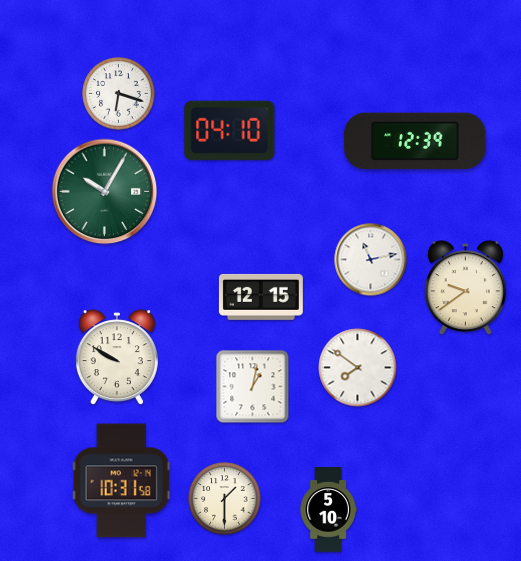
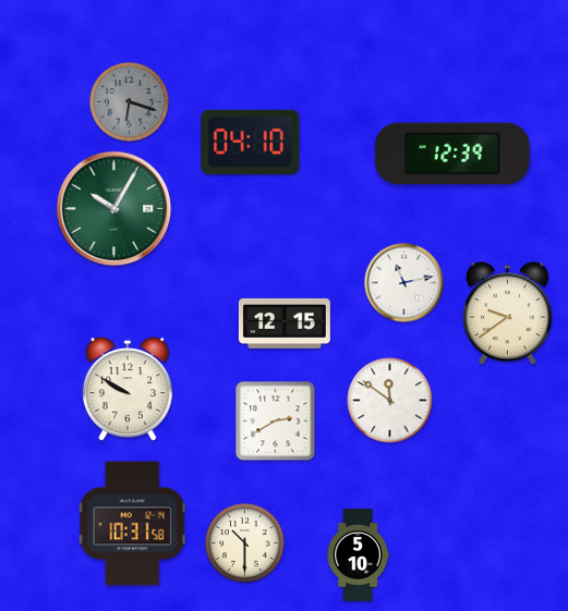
clock at (119, 94) dial: white -> grey
clock at (358, 368): 7:51 -> 11:51
clock at (253, 387): 1:02 -> 2:40
clock at (225, 499): 1:30 -> 10:30
